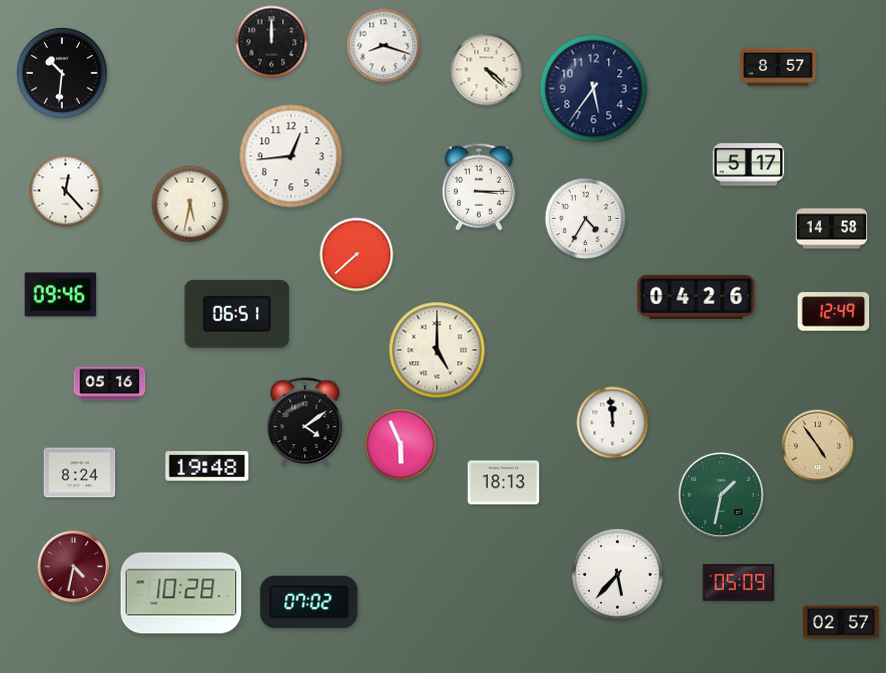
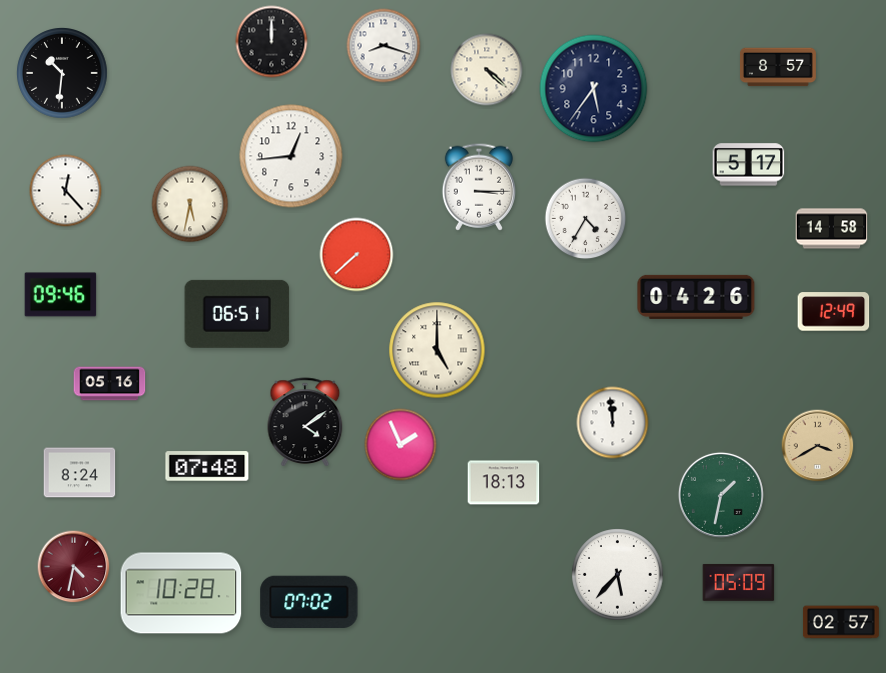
clock at (401, 445): 5:56 -> 1:56
clock at (818, 446): 4:54 -> 3:40
clock at (207, 466): 19:48 -> 07:48
